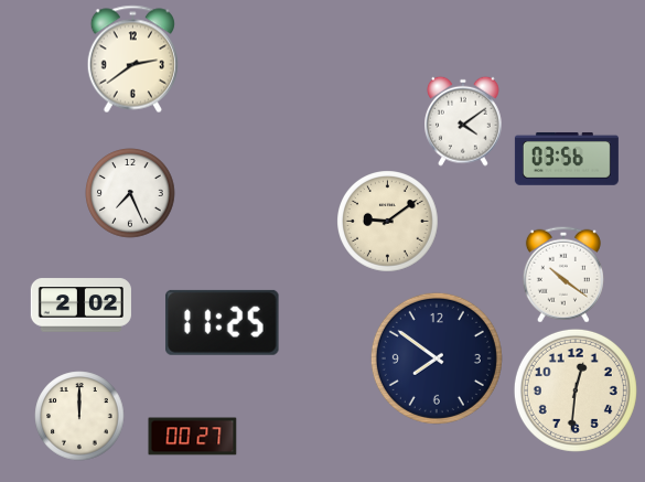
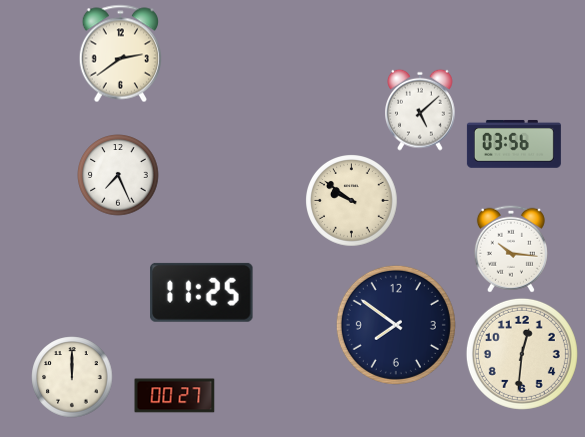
clock at (464, 121): 4:09 -> 5:08
clock at (388, 222): 9:09 -> 9:51
clock at (563, 275): 10:21 -> 10:16
clock at (80, 306): 2:02 -> none
